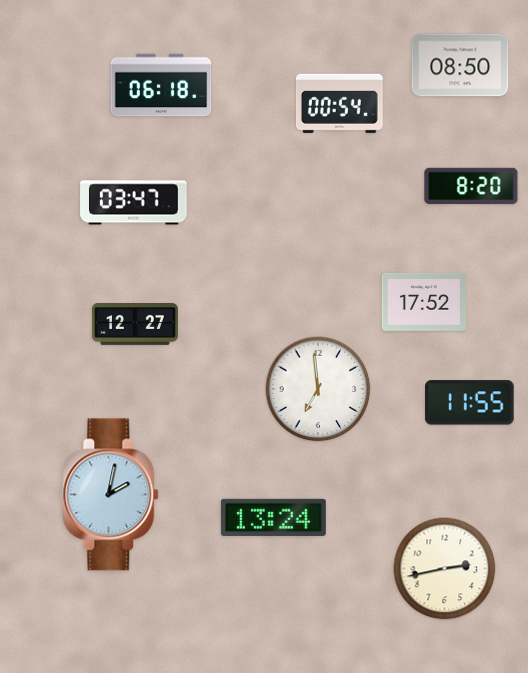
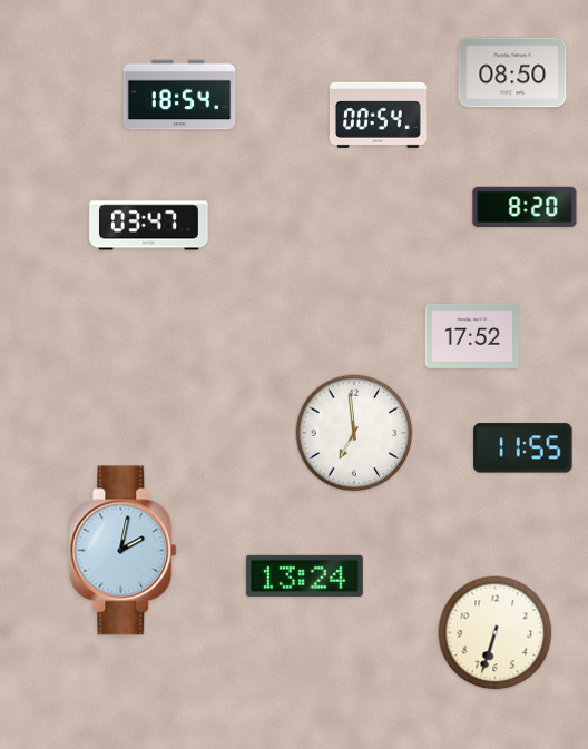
clock at (161, 85): 06:18 -> 18:54
clock at (135, 325): 12:27 -> none
clock at (445, 569): 2:43 -> 6:33
